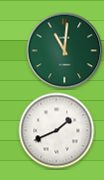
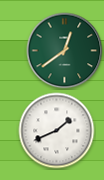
clock at (65, 51): 11:01 -> 12:39
